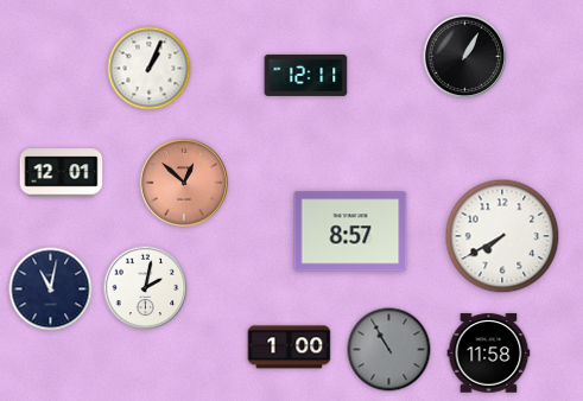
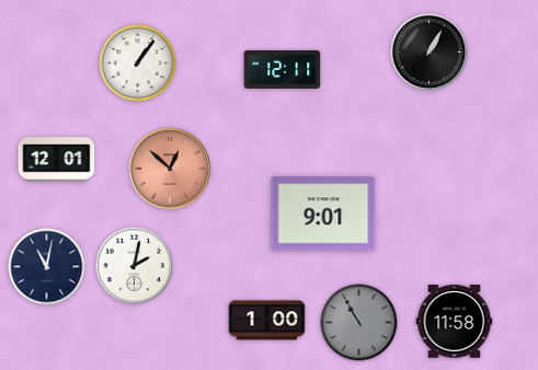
clock at (150, 69): 1:04 -> 1:06
clock at (350, 231): 8:57 -> 9:01
clock at (502, 236): 7:40 -> none
clock at (489, 354) position: (489, 354) -> (455, 322)
